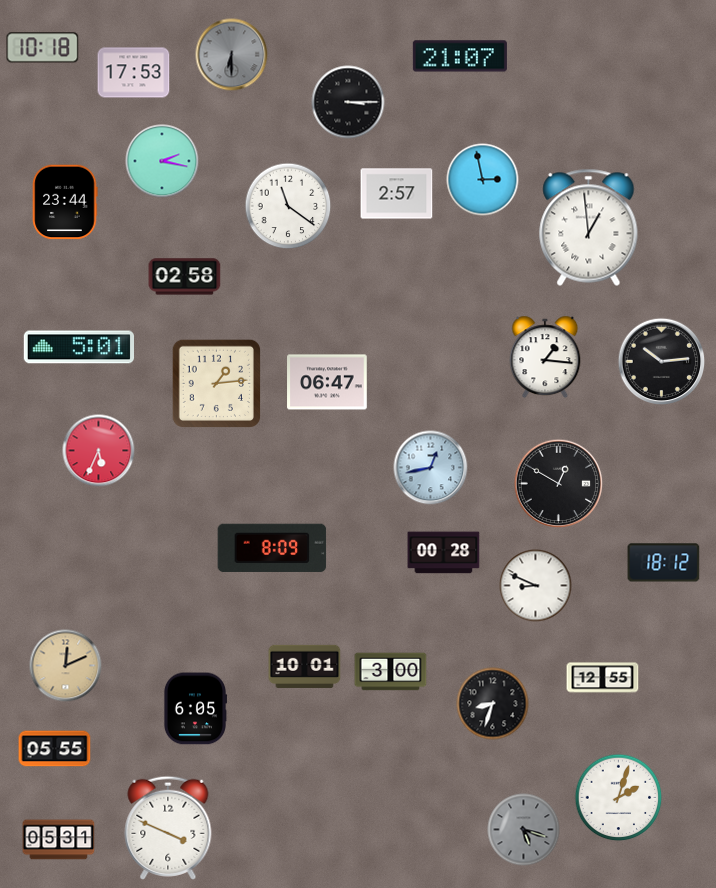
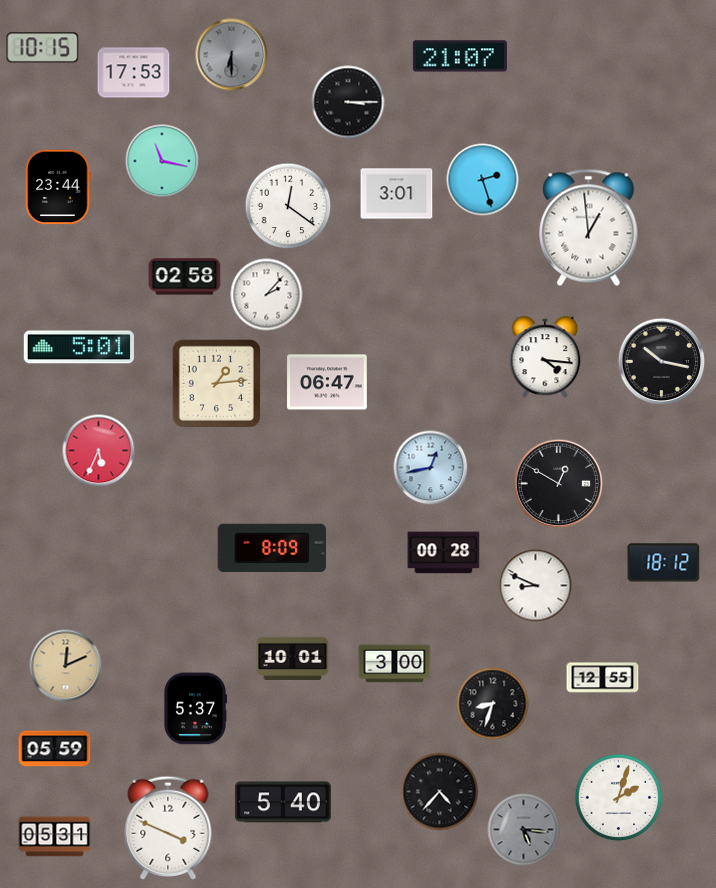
clock at (43, 48): 10:18 -> 10:15
clock at (162, 161): 2:17 -> 11:17
clock at (483, 180): 2:58 -> 2:27
clock at (397, 194): 2:57 -> 3:01
clock at (65, 202) position: (65, 202) -> (58, 187)
clock at (288, 206): 11:21 -> 12:21
clock at (267, 295): none -> 2:07
clock at (545, 357): 1:16 -> 4:16
clock at (662, 362): 10:14 -> 10:17
clock at (305, 666) position: (305, 666) -> (293, 658)
clock at (391, 672) position: (391, 672) -> (395, 664)
clock at (194, 709): 6:05 -> 5:37
clock at (55, 749): 05:55 -> 05:59
clock at (440, 792): none -> 4:37
clock at (283, 802): none -> 5:40
clock at (524, 830): 5:18 -> 5:16
clock at (59, 840) position: (59, 840) -> (55, 837)
